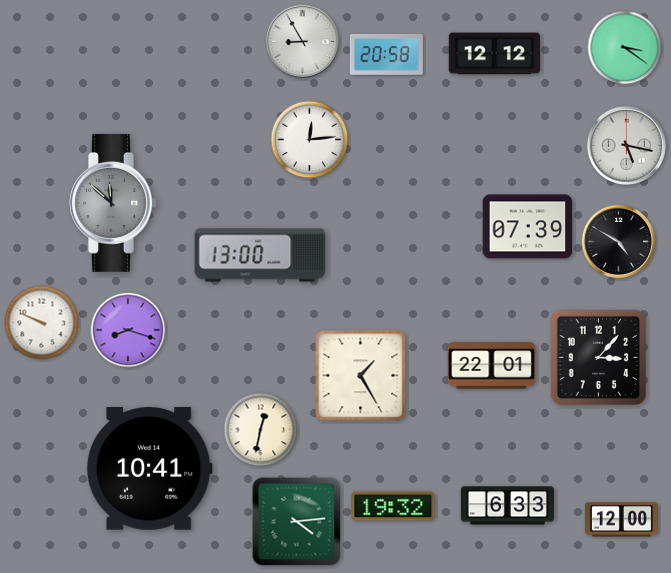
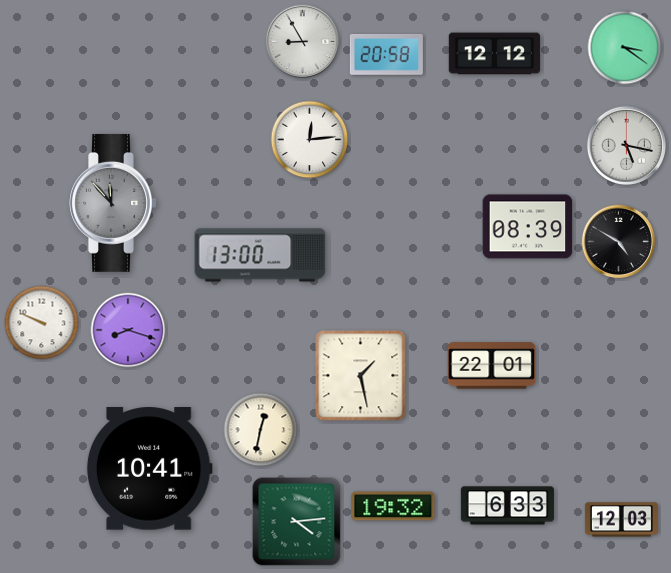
clock at (113, 203): 11:52 -> 11:53
clock at (528, 227): 07:39 -> 08:39
clock at (598, 357): 3:07 -> none
clock at (361, 376): 1:25 -> 1:28
clock at (621, 520): 12:00 -> 12:03
